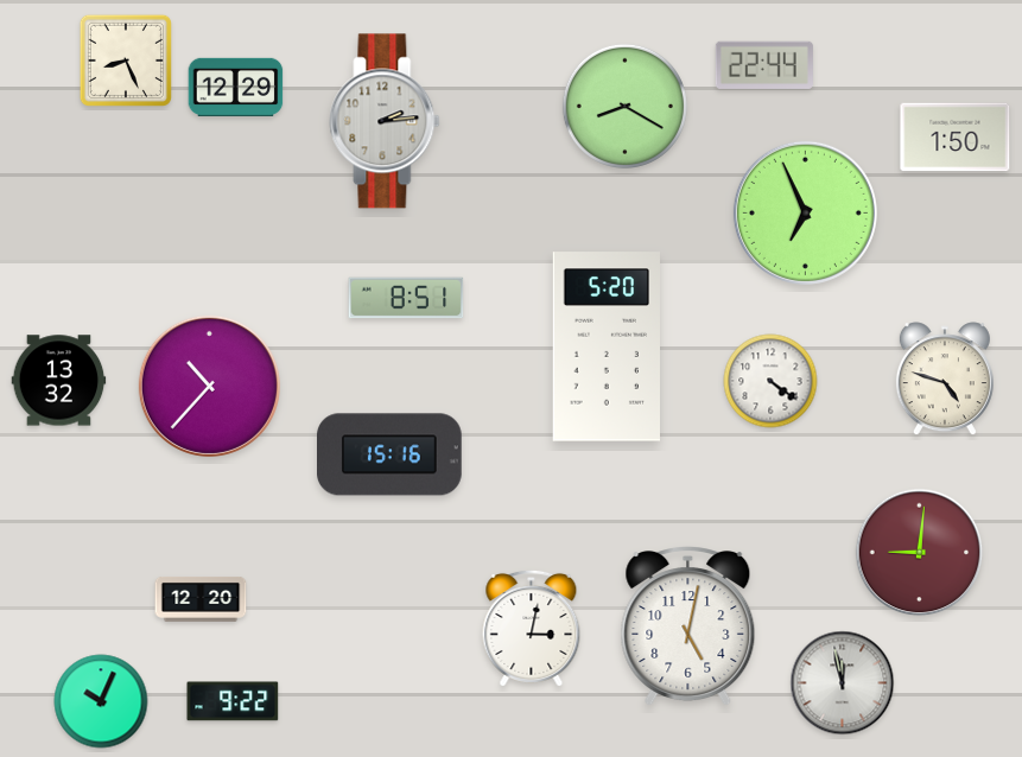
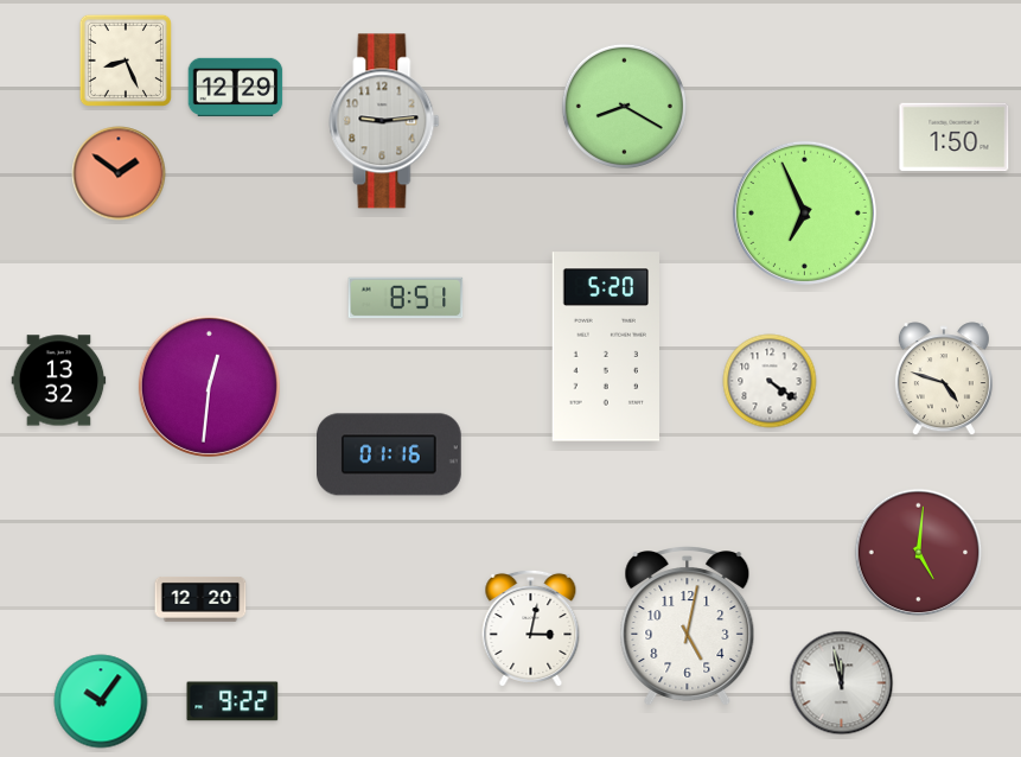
clock at (764, 65): 22:44 -> none
clock at (385, 121): 2:14 -> 9:14
clock at (119, 173): none -> 1:51
clock at (209, 386): 10:37 -> 12:31
clock at (391, 454): 15:16 -> 01:16
clock at (920, 553): 9:01 -> 5:01
clock at (101, 701): 10:04 -> 10:06
